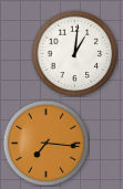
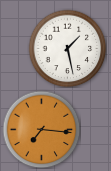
clock at (74, 53): 1:01 -> 1:28
